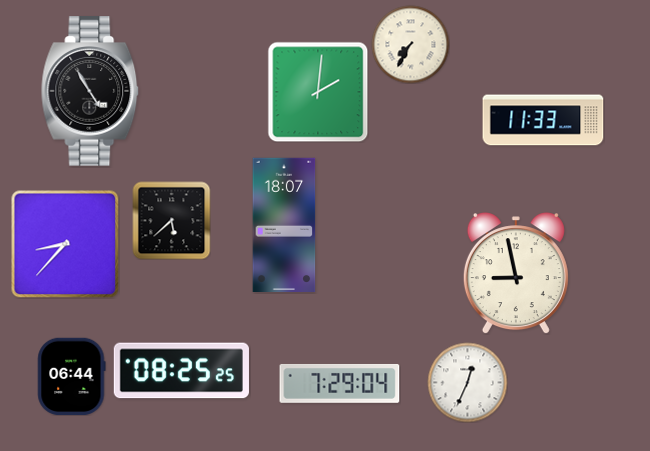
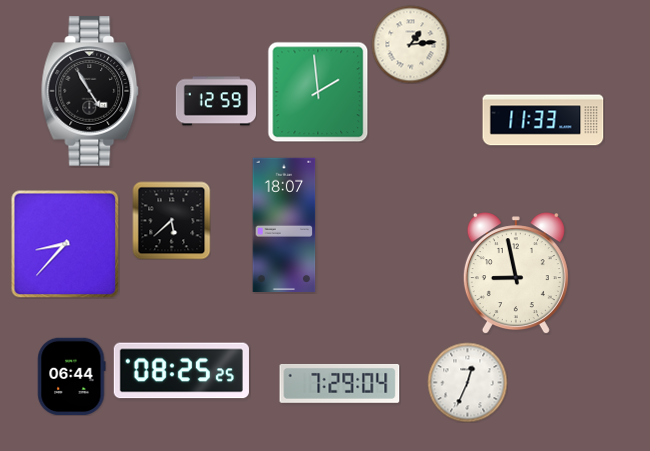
clock at (410, 44): 7:35 -> 1:14
clock at (318, 92): 2:01 -> 1:59
clock at (216, 101): none -> 12:59
